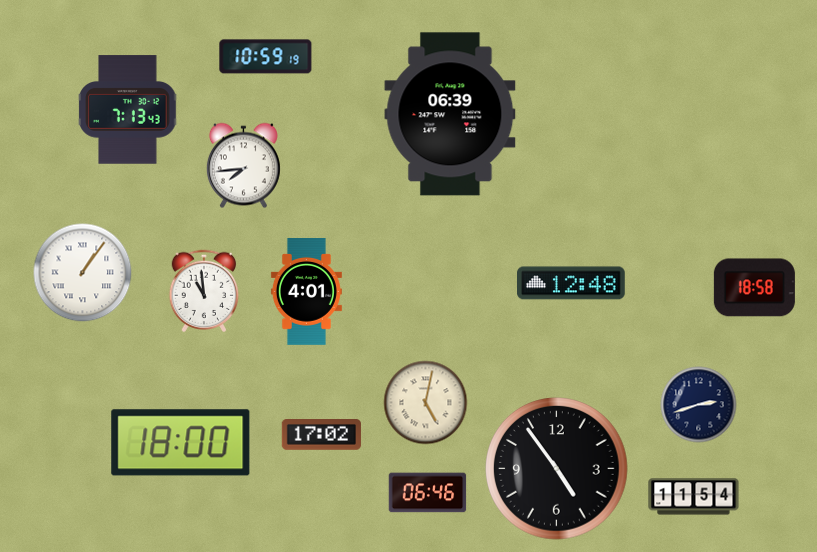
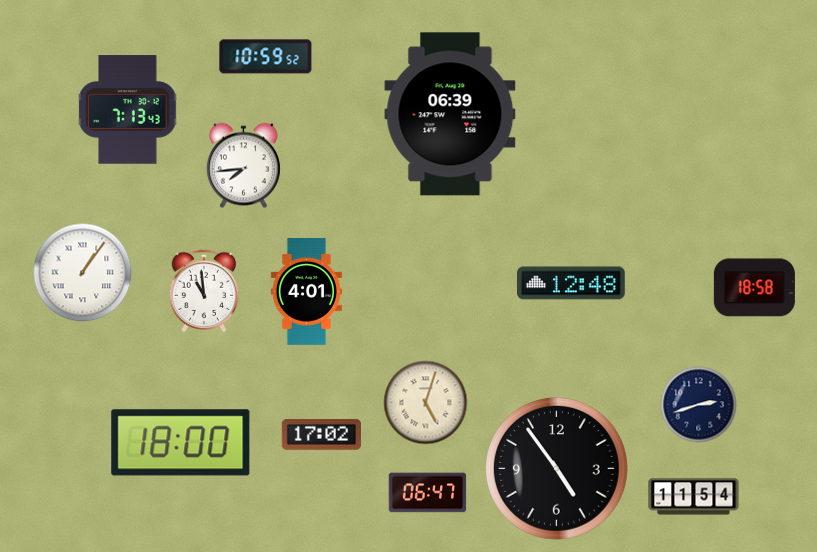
clock at (266, 57): 10:59:19 -> 10:59:52
clock at (426, 403): 5:02 -> 5:03
clock at (428, 493): 06:46 -> 06:47
